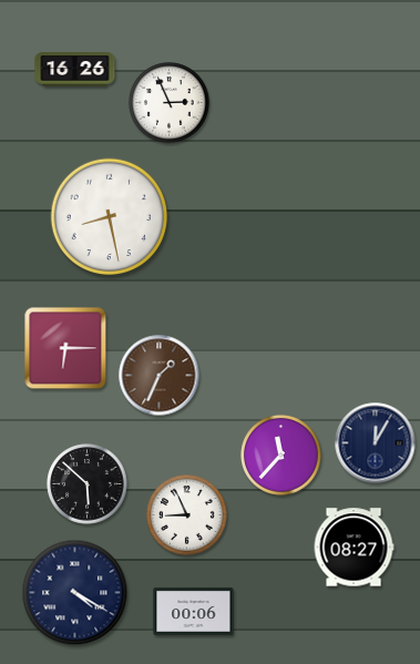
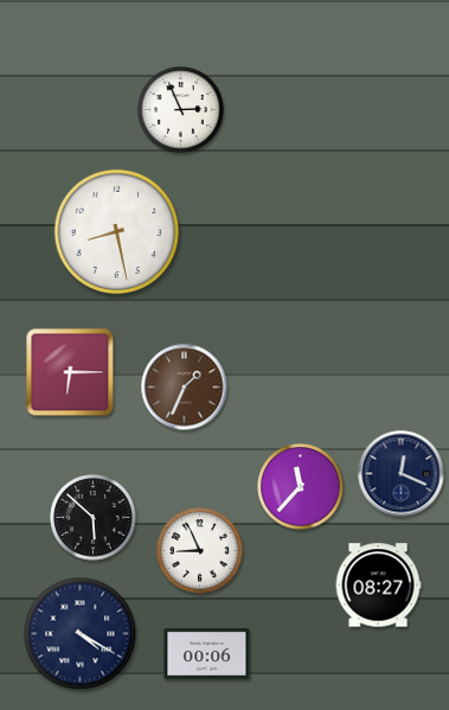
clock at (75, 70): 16:26 -> none
clock at (160, 376) position: (160, 376) -> (185, 388)
clock at (376, 443): 12:05 -> 12:19
